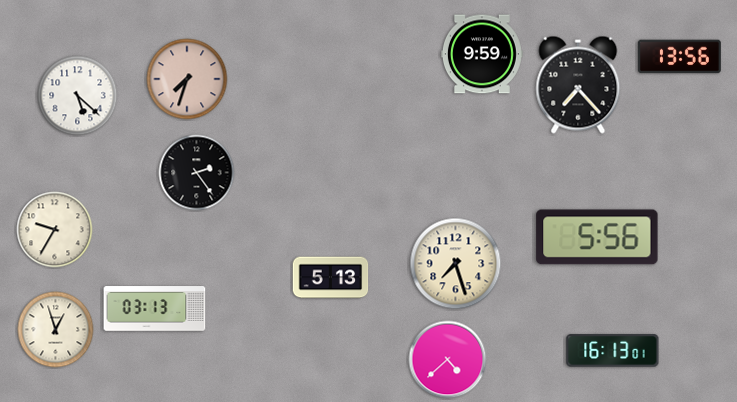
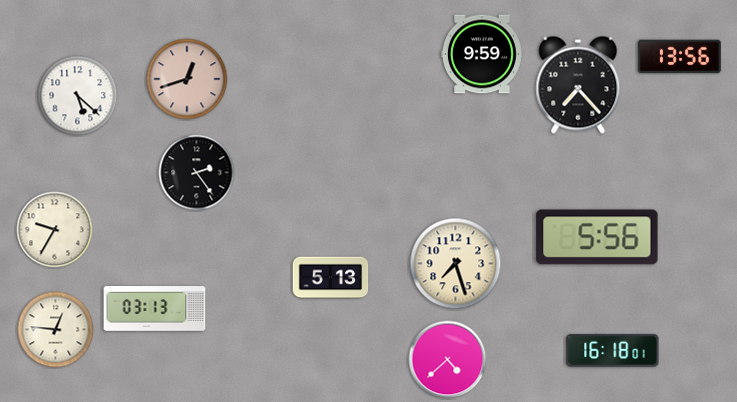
clock at (187, 79): 7:33 -> 12:42
clock at (56, 330): 12:57 -> 12:46
clock at (613, 351): 16:13 -> 16:18
